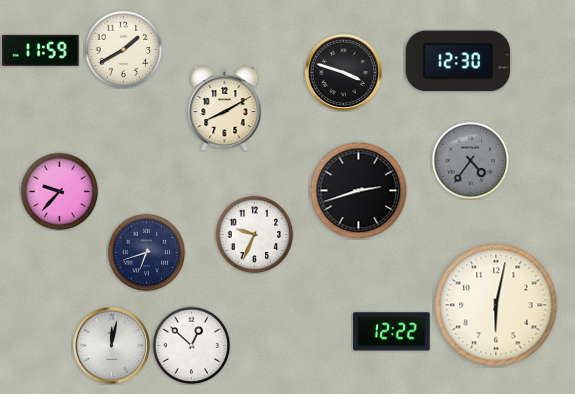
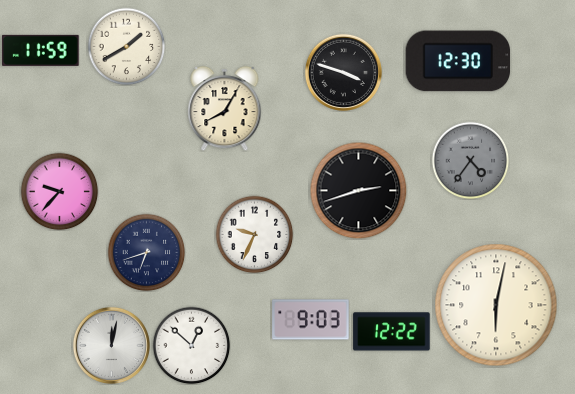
clock at (123, 49) position: (123, 49) -> (126, 46)
clock at (225, 108): 8:10 -> 8:05
clock at (311, 320): none -> 9:03
